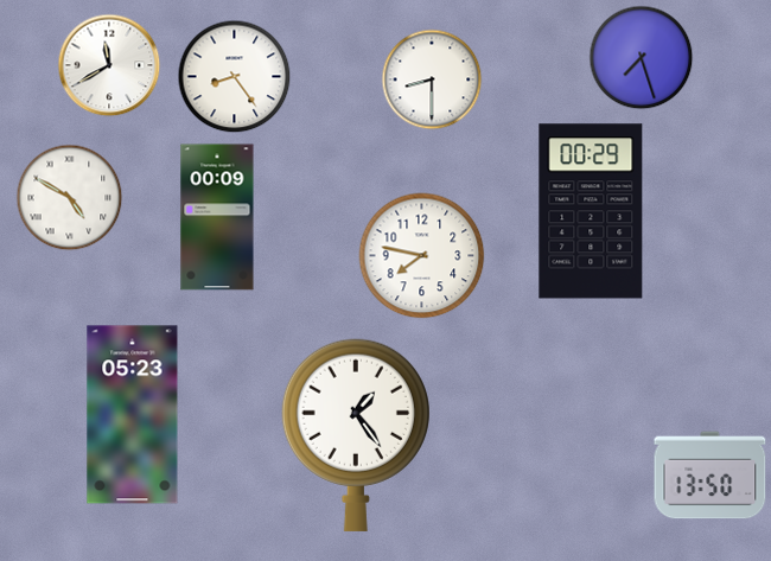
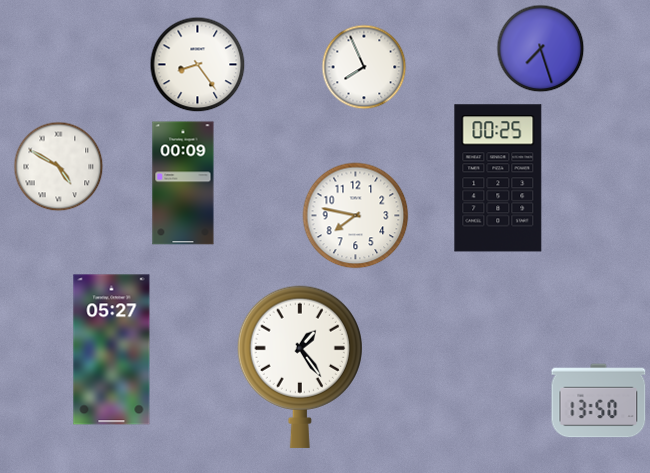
clock at (109, 65): 11:40 -> none
clock at (432, 79): 8:30 -> 7:56
clock at (591, 211): 00:29 -> 00:25
clock at (133, 415): 05:23 -> 05:27
